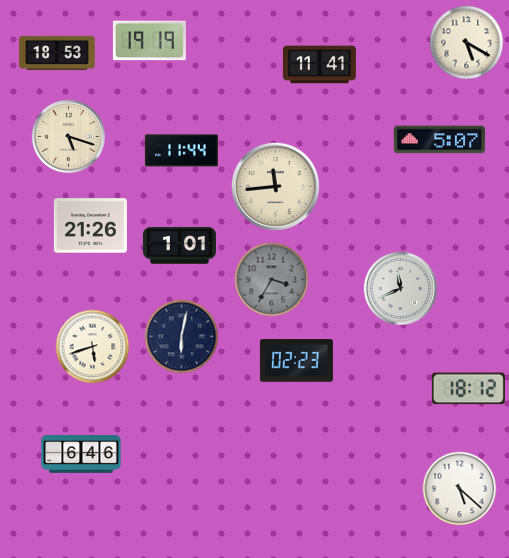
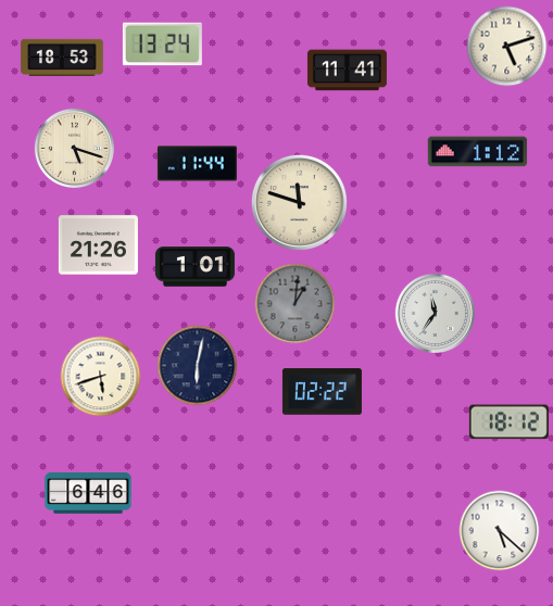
clock at (149, 41): 19:19 -> 13:24
clock at (467, 43): 5:20 -> 5:12
clock at (440, 140): 5:07 -> 1:12
clock at (275, 186): 11:44 -> 11:48
clock at (272, 280): 3:35 -> 1:01
clock at (400, 288): 11:41 -> 11:36
clock at (296, 361): 02:23 -> 02:22
